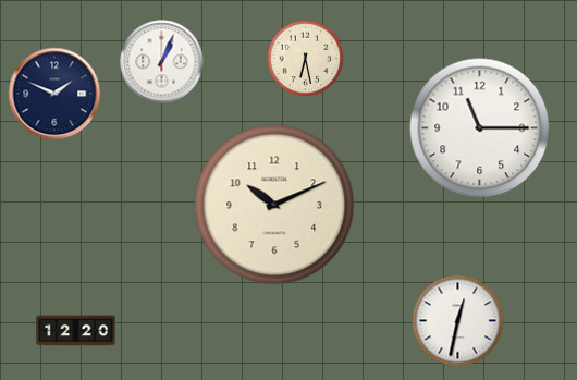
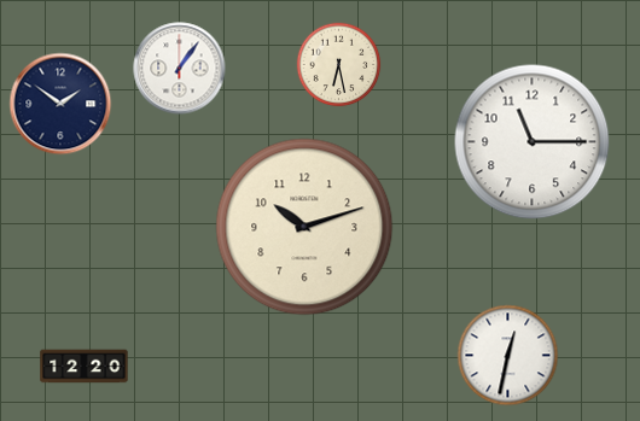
clock at (162, 62): 1:04 -> 1:06
clock at (54, 94): 1:49 -> 1:51
clock at (274, 205): 10:11 -> 10:12
